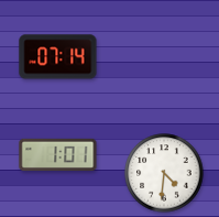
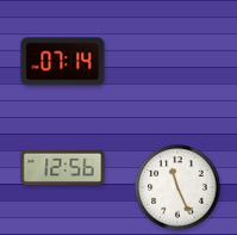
clock at (58, 154): 1:01 -> 12:56
clock at (164, 173): 4:31 -> 11:26
